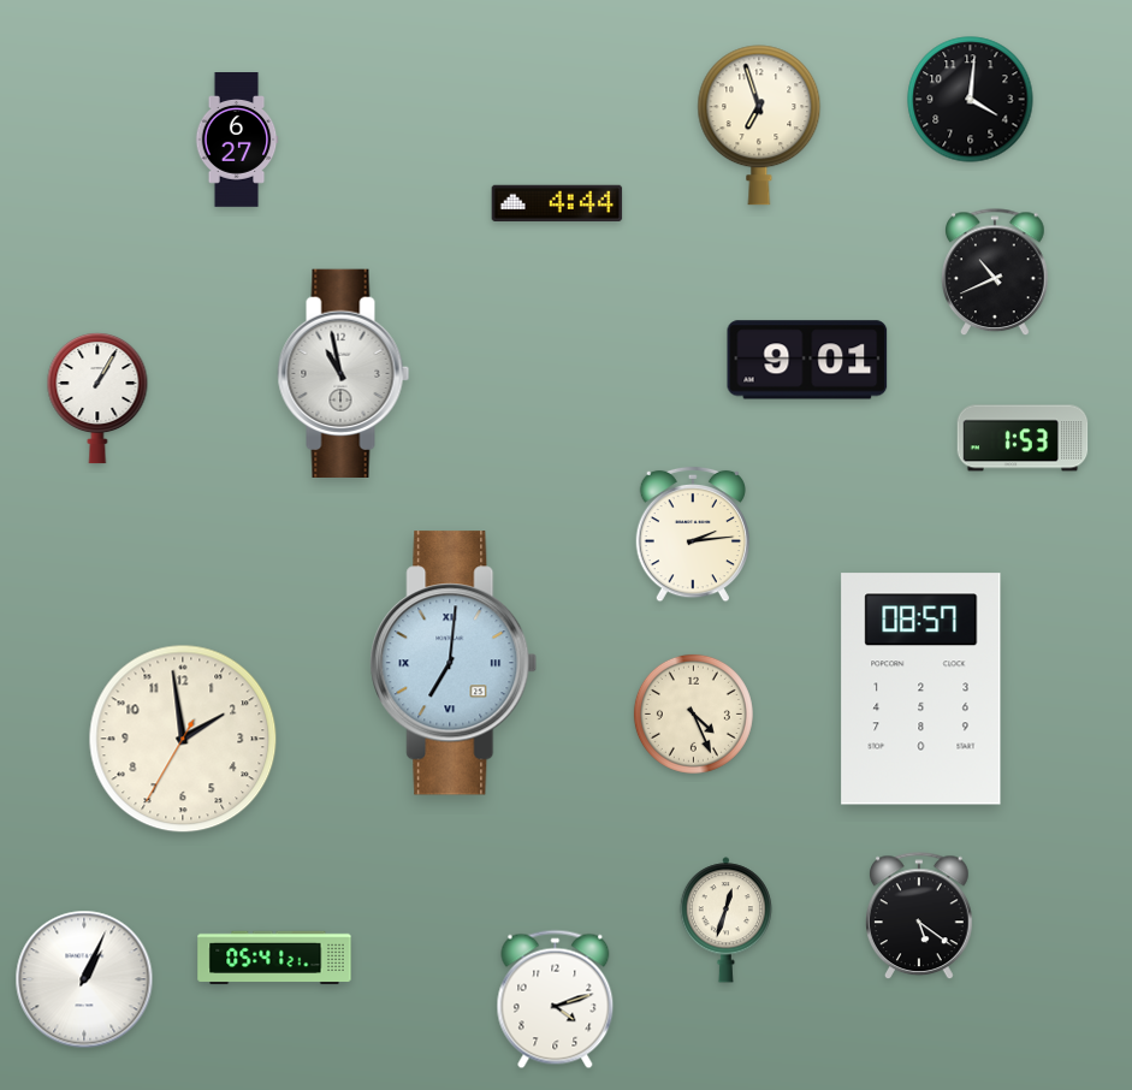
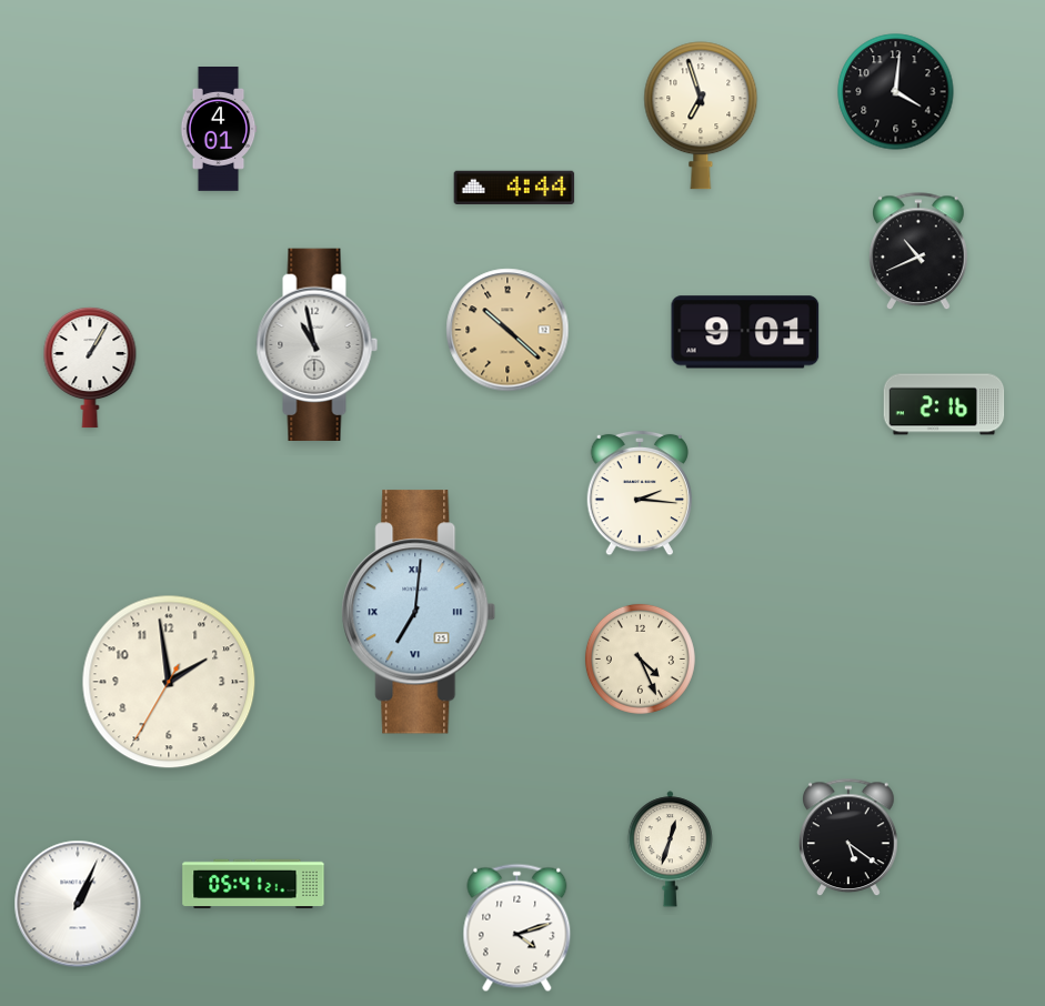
clock at (237, 141): 6:27 -> 4:01
clock at (508, 330): none -> 10:22
clock at (1023, 438): 1:53 -> 2:16
clock at (692, 534): 2:14 -> 2:16
clock at (921, 689): 08:57 -> none
clock at (920, 917) position: (920, 917) -> (850, 838)
clock at (556, 1000) position: (556, 1000) -> (518, 928)
